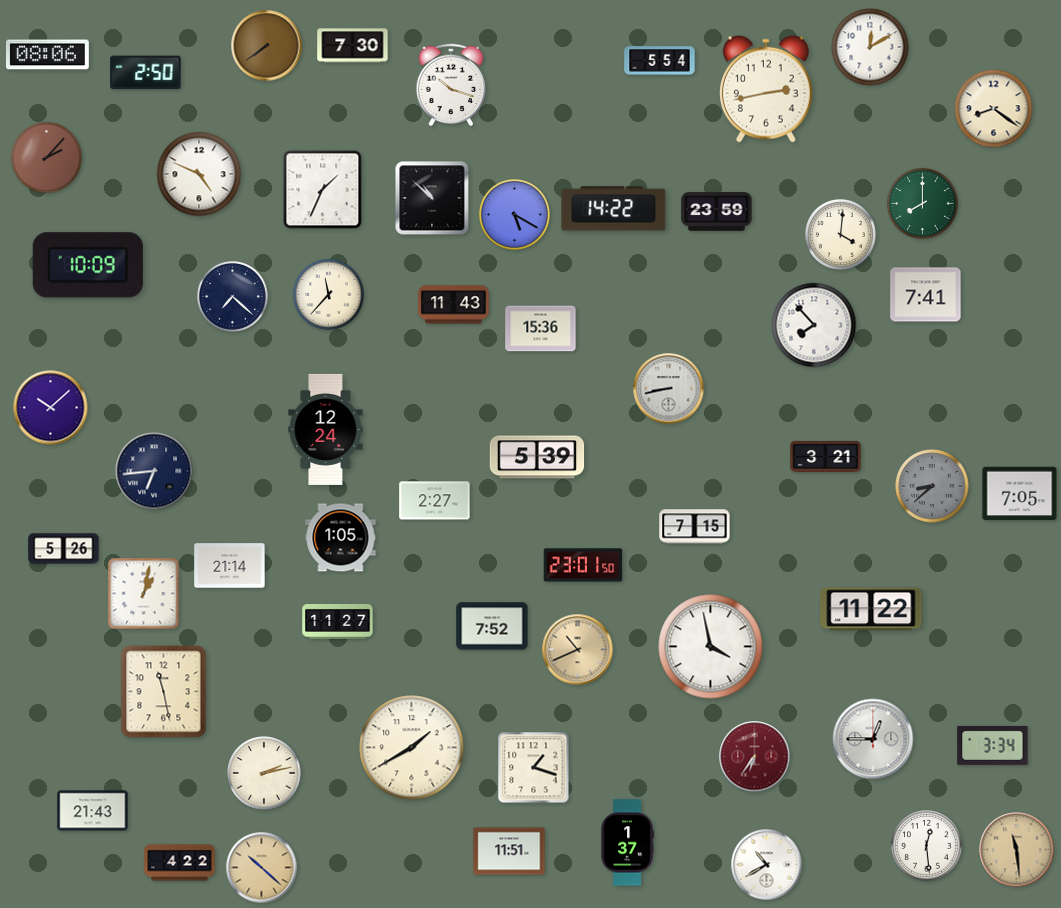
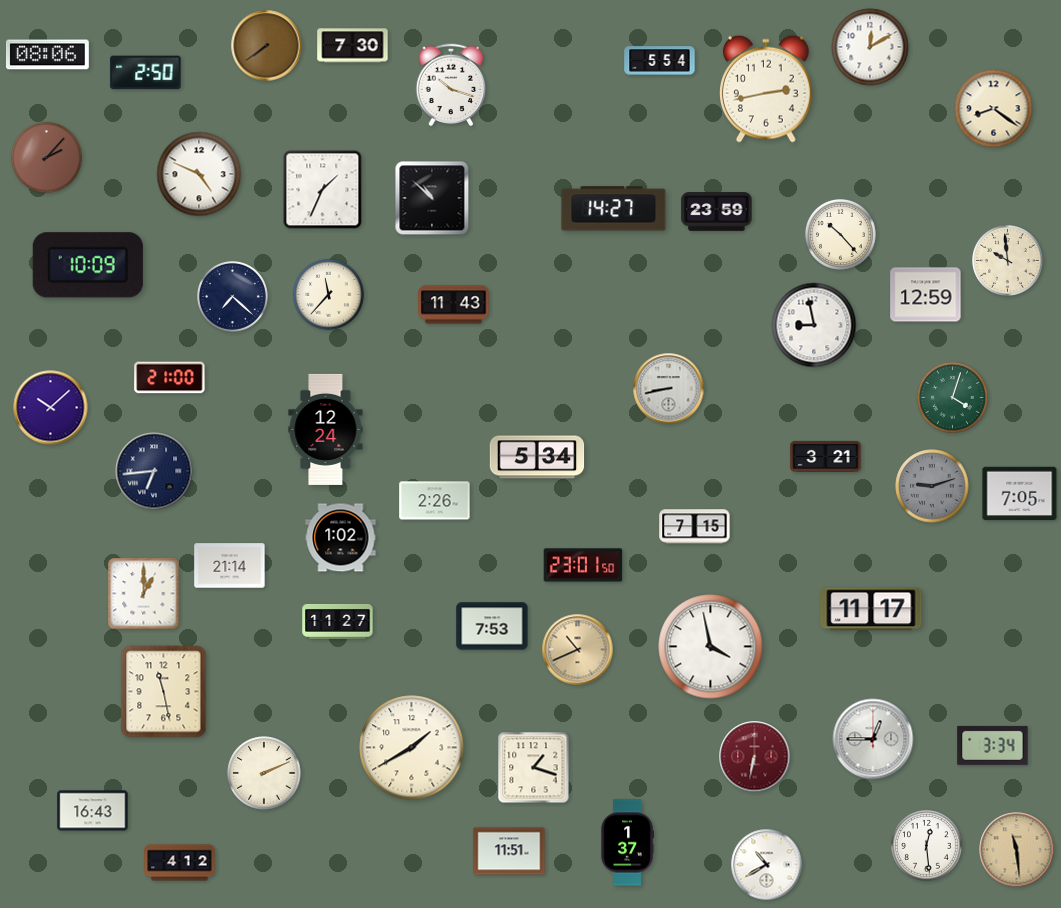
clock at (922, 203): 8:00 -> none
clock at (614, 209): 14:22 -> 14:27
clock at (514, 214): 5:20 -> none
clock at (840, 234): 4:01 -> 10:23
clock at (1007, 260): none -> 9:59
clock at (926, 295): 7:41 -> 12:59
clock at (814, 325): 7:53 -> 8:58
clock at (541, 329): 15:36 -> none
clock at (170, 378): none -> 21:00
clock at (952, 397): none -> 4:03
clock at (537, 457): 5:39 -> 5:34
clock at (932, 486): 8:38 -> 9:12
clock at (435, 501): 2:27 -> 2:26
clock at (341, 538): 1:05 -> 1:02
clock at (64, 549): 5:26 -> none
clock at (144, 594): 1:02 -> 1:00
clock at (871, 609): 11:22 -> 11:17
clock at (492, 626): 7:52 -> 7:53
clock at (755, 757): 6:36 -> 6:32
clock at (264, 773): 2:13 -> 2:11
clock at (93, 811): 21:43 -> 16:43
clock at (180, 863): 4:22 -> 4:12
clock at (262, 868): 10:22 -> none
